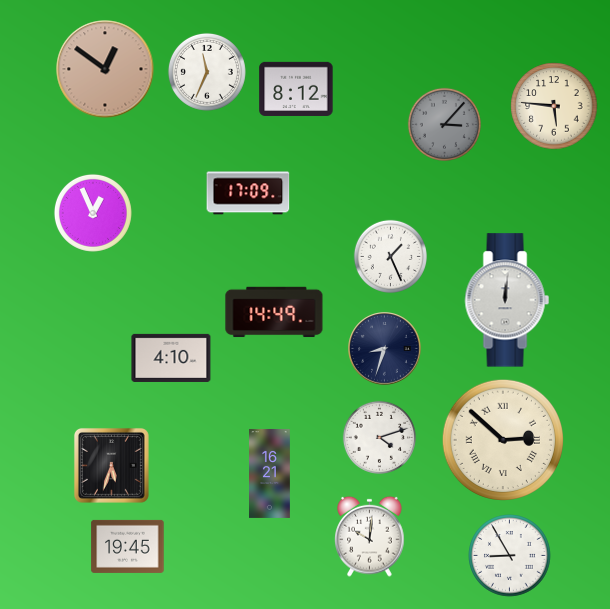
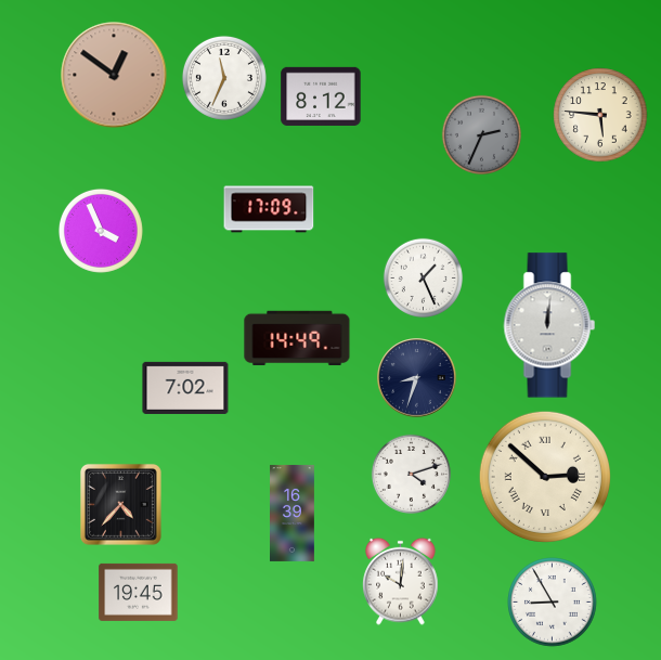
clock at (444, 124): 3:07 -> 2:34
clock at (93, 213): 12:56 -> 3:56
clock at (171, 358): 4:10 -> 7:02
clock at (111, 465): 5:33 -> 4:37
clock at (270, 473): 16:21 -> 16:39
